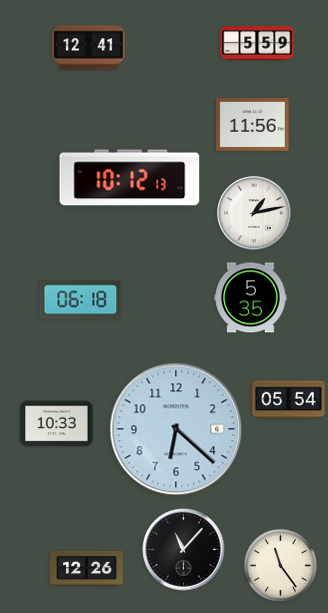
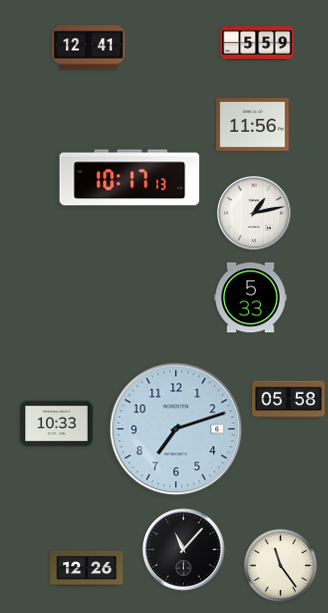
clock at (130, 178): 10:12 -> 10:17
clock at (251, 298): 5:35 -> 5:33
clock at (81, 300): 06:18 -> none
clock at (289, 400): 05:54 -> 05:58
clock at (176, 429): 6:22 -> 7:12
